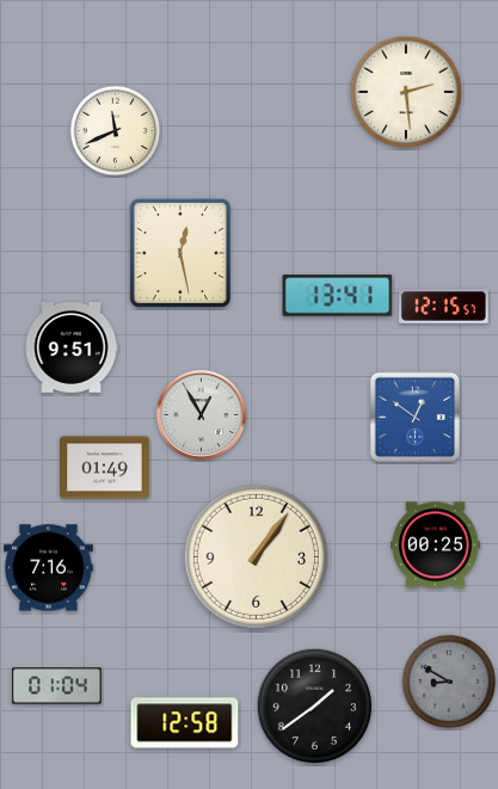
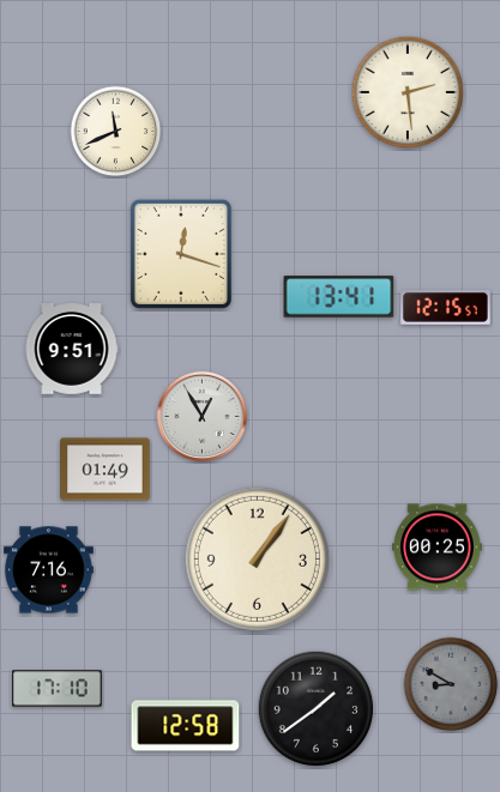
clock at (180, 253): 12:28 -> 12:18
clock at (414, 417): 12:51 -> none
clock at (57, 686): 01:04 -> 17:10
